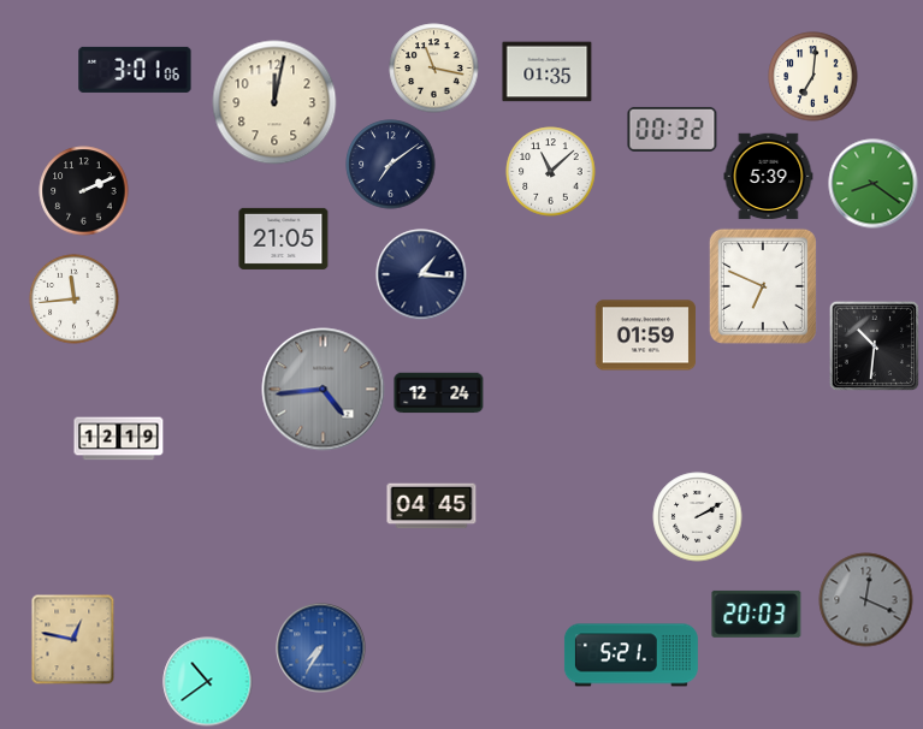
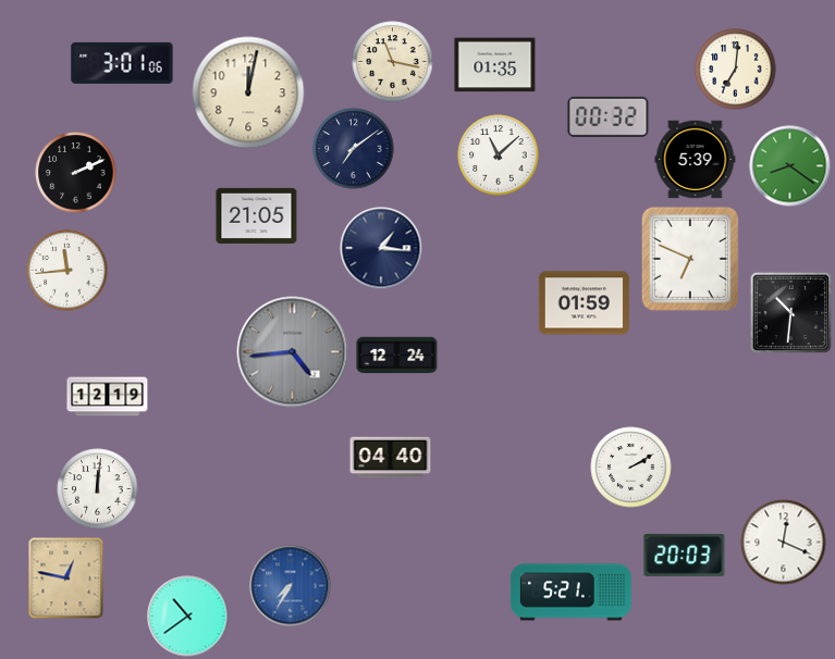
clock at (432, 506): 04:45 -> 04:40
clock at (98, 489): none -> 12:01
clock at (866, 600) dial: grey -> white
